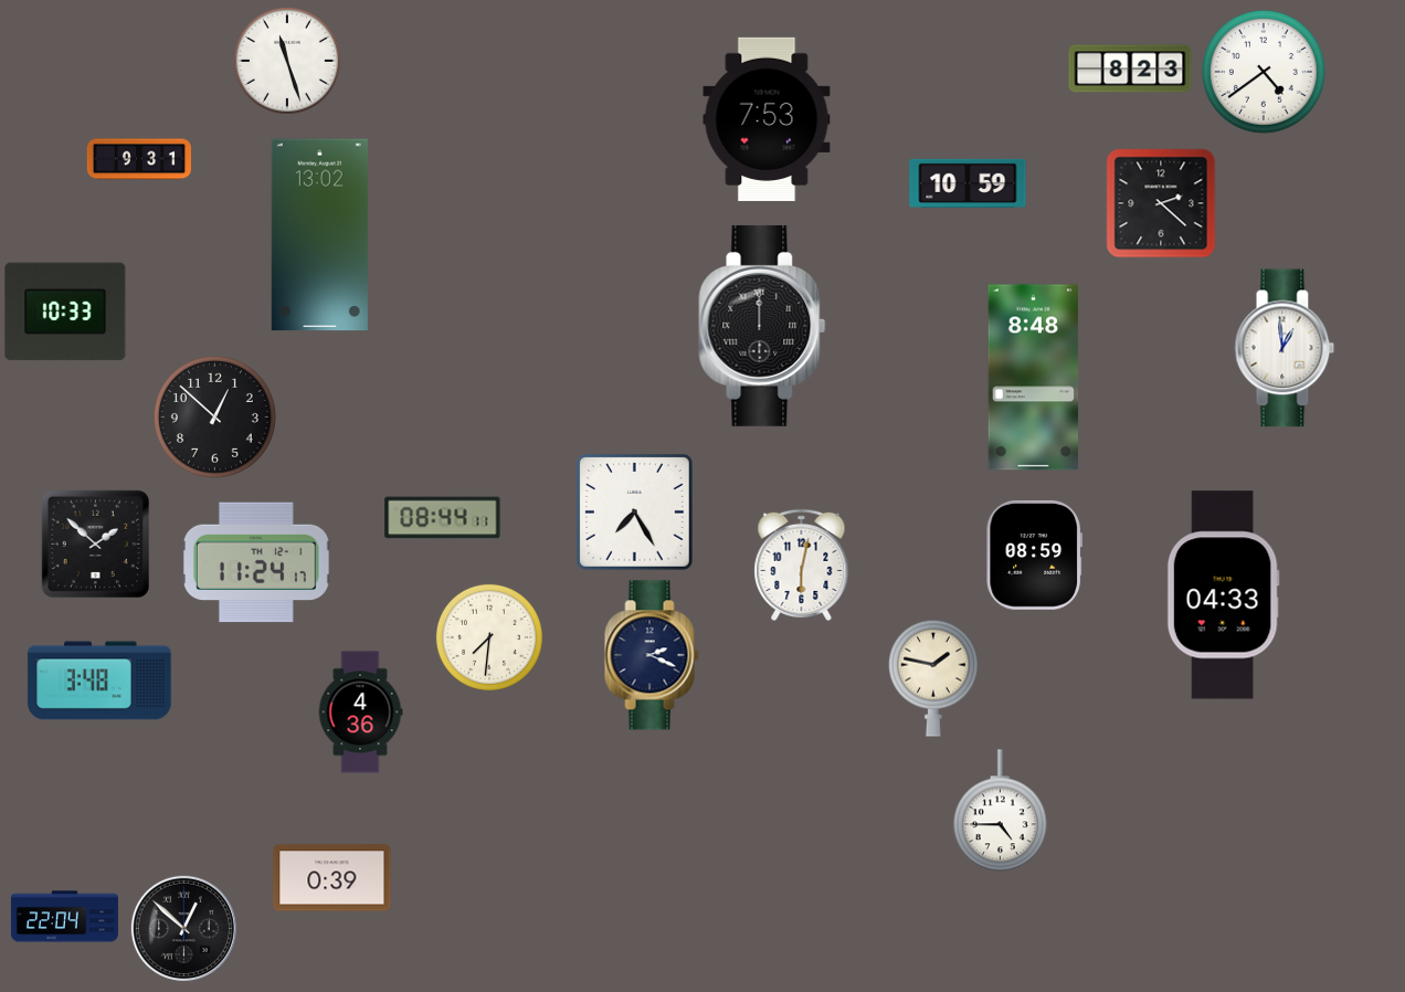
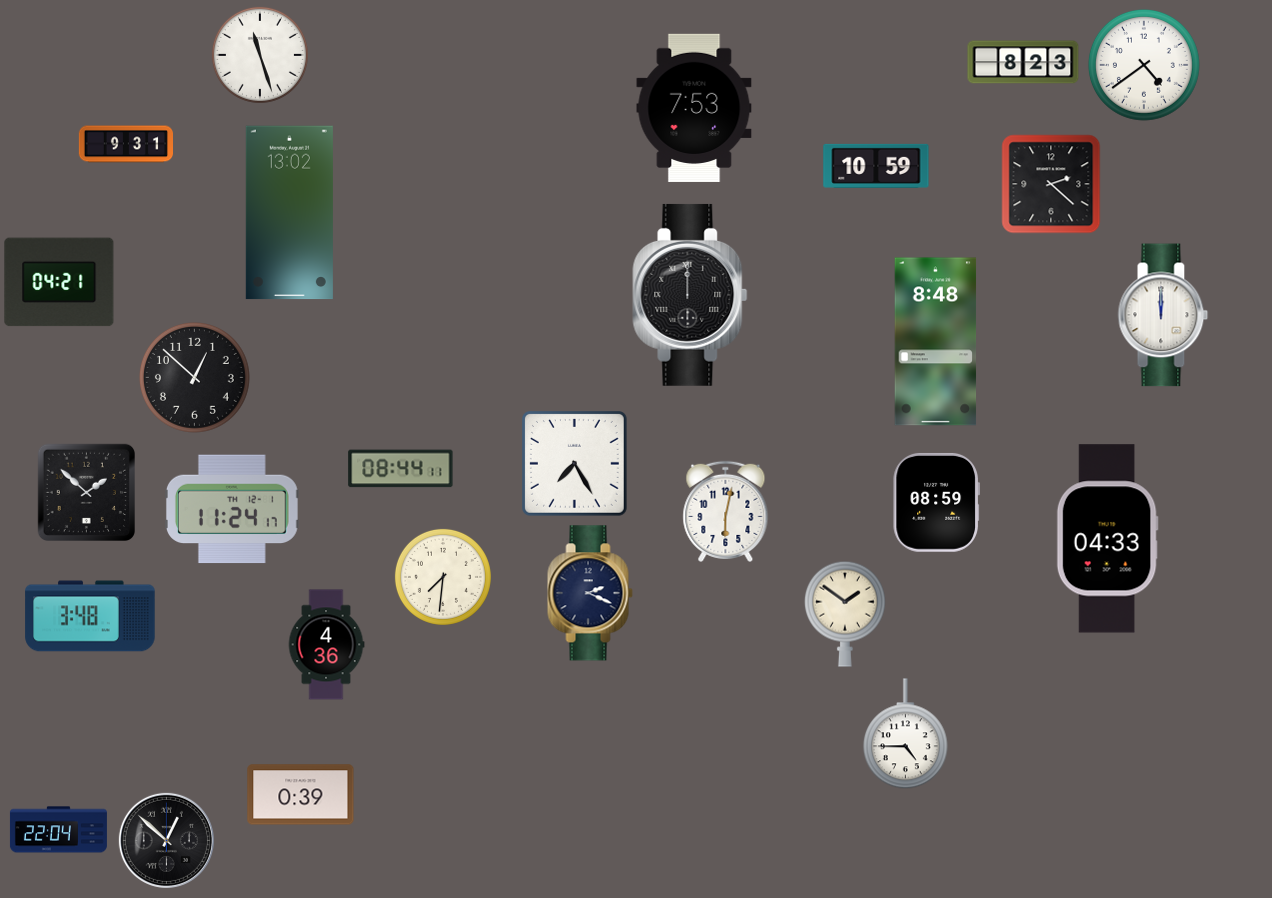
clock at (65, 312): 10:33 -> 04:21
clock at (1285, 348): 12:59 -> 12:00
clock at (933, 678): 1:47 -> 1:51
